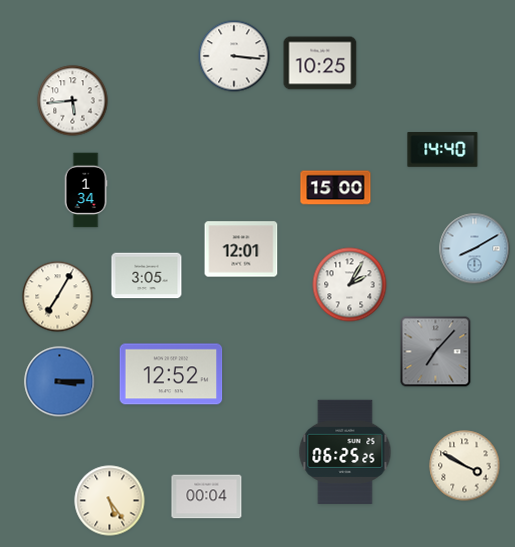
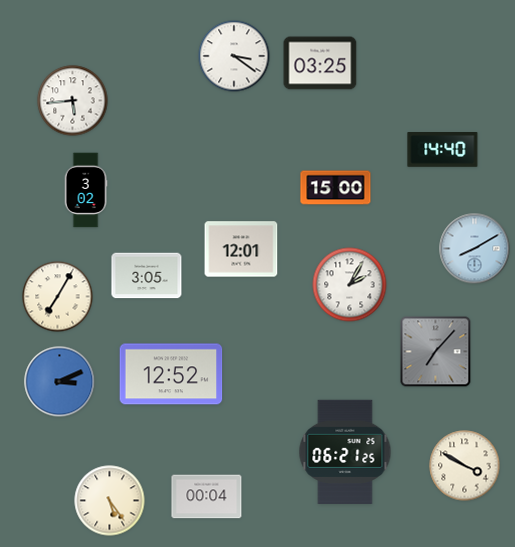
clock at (234, 56): 3:16 -> 3:21
clock at (320, 63): 10:25 -> 03:25
clock at (86, 190): 1:34 -> 3:02
clock at (60, 382): 3:15 -> 3:11
clock at (345, 452): 06:25 -> 06:21
